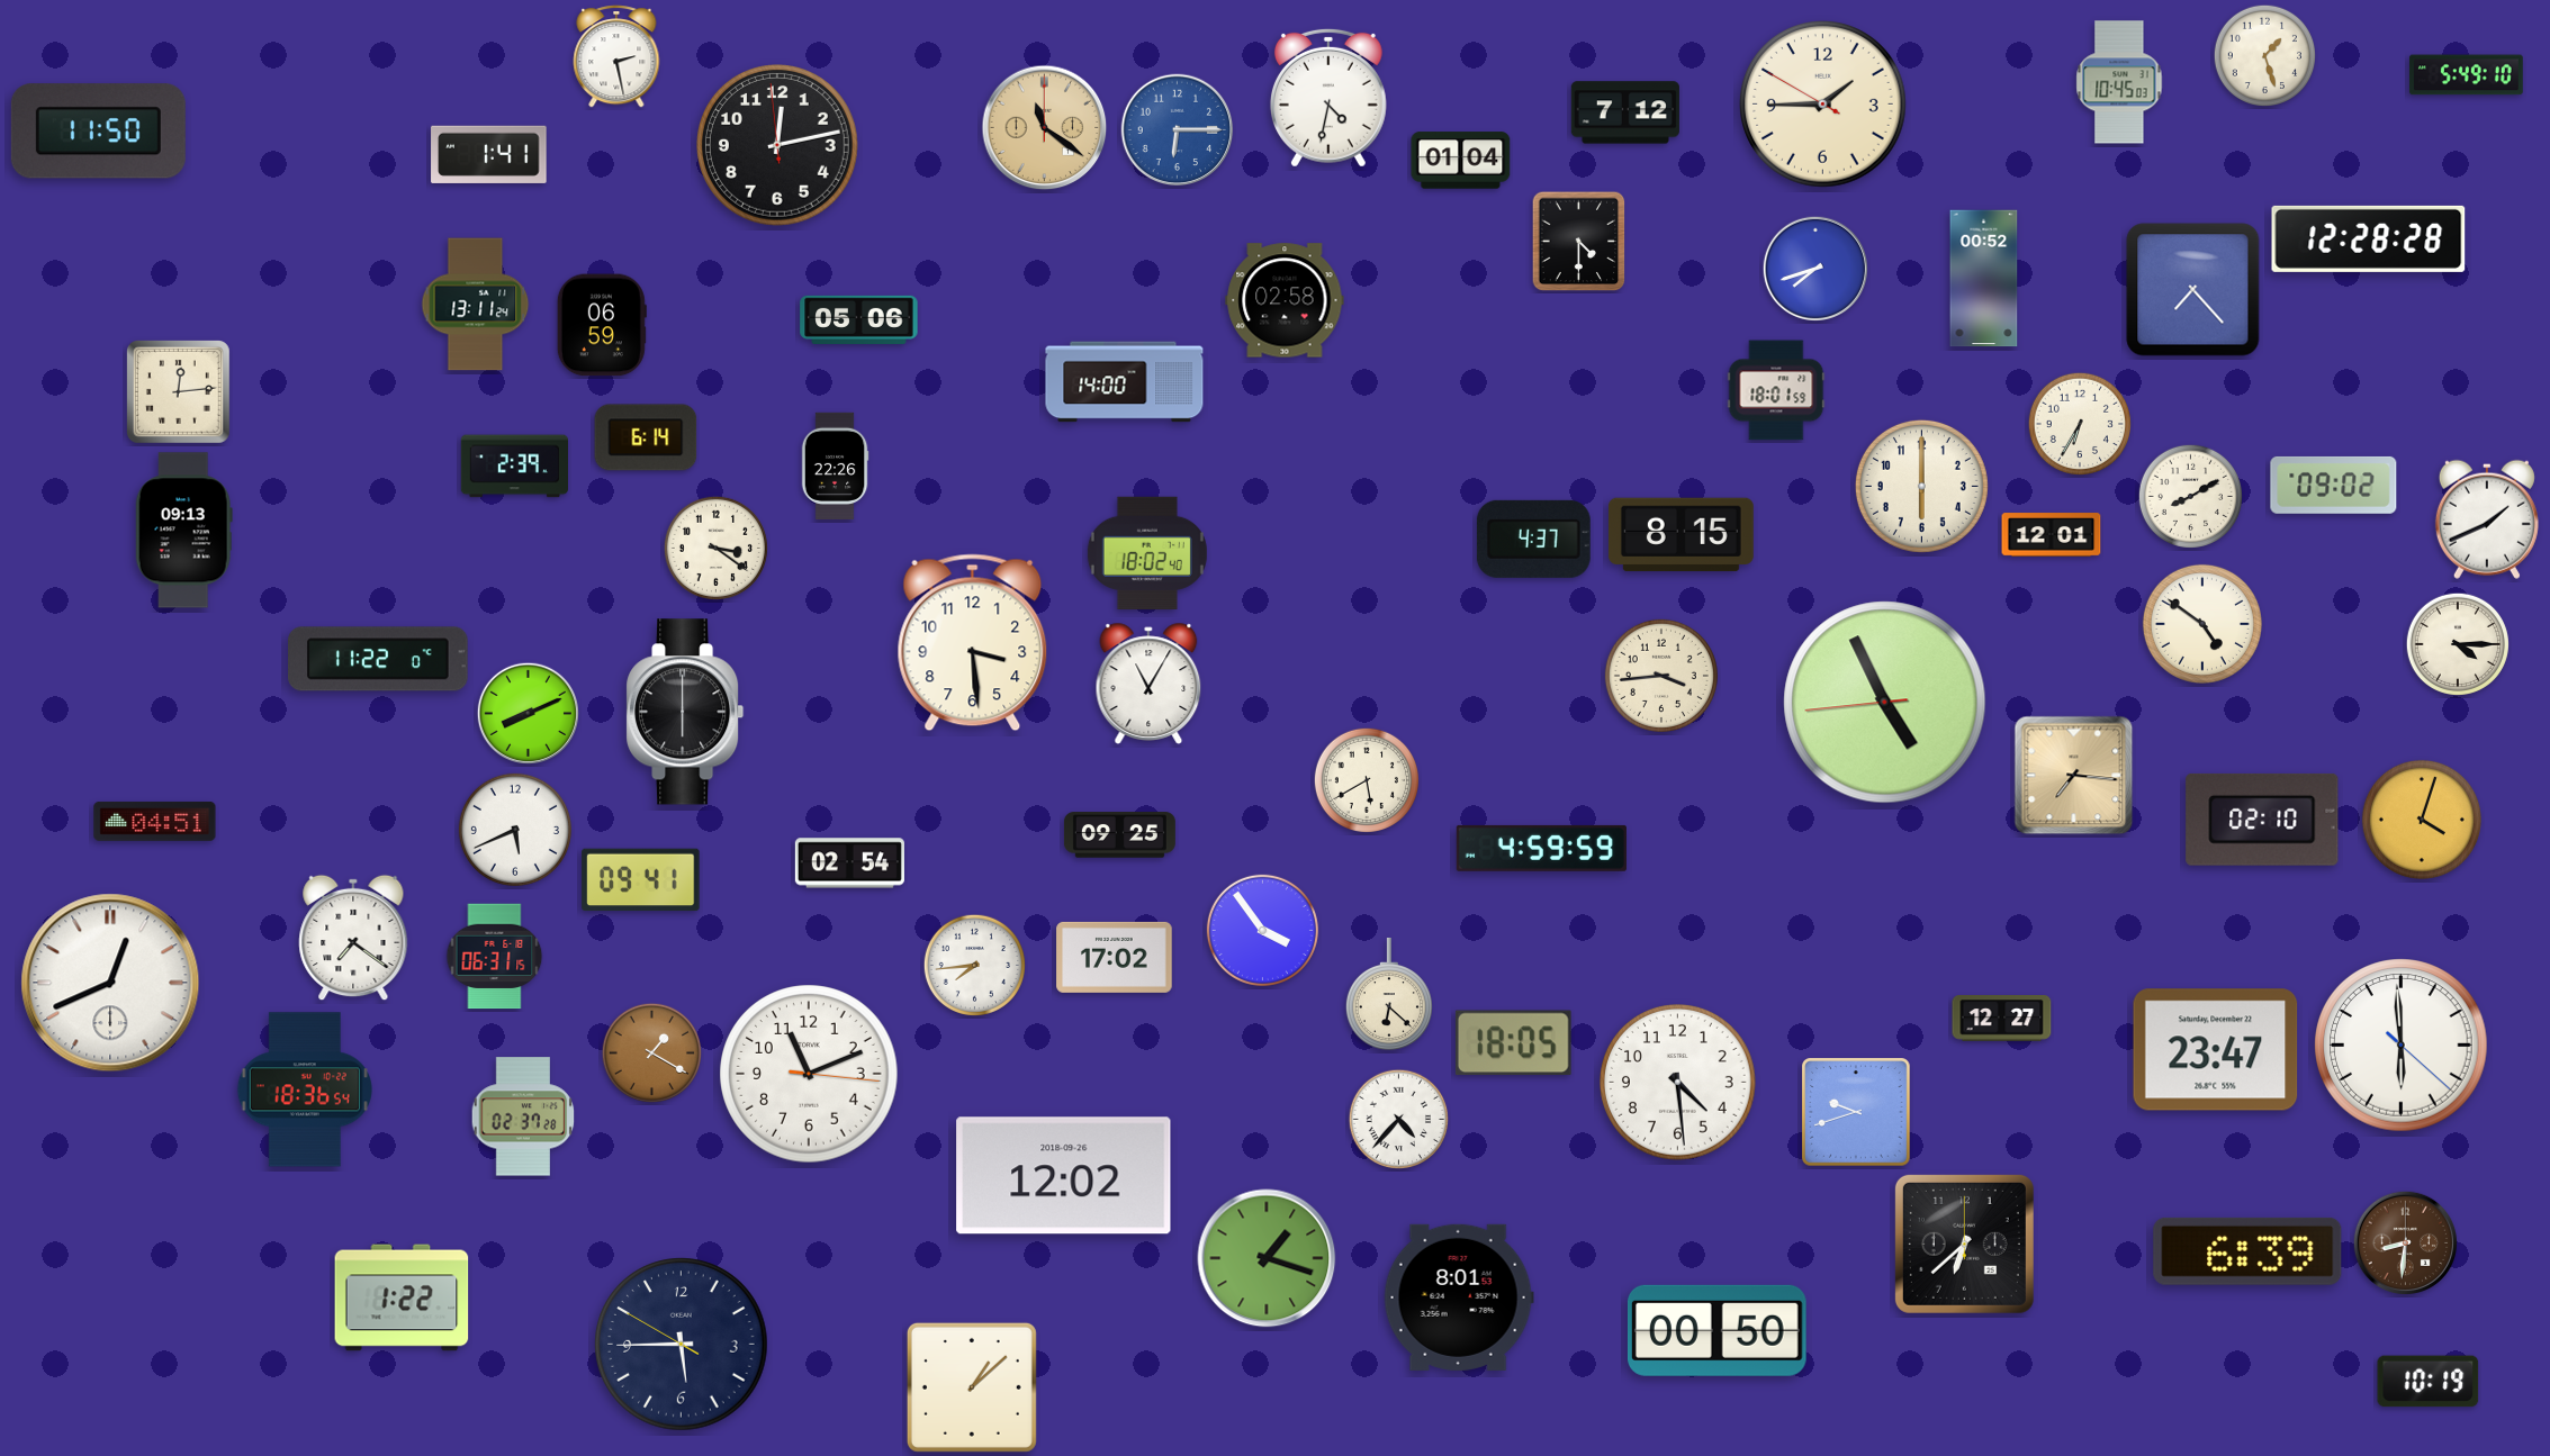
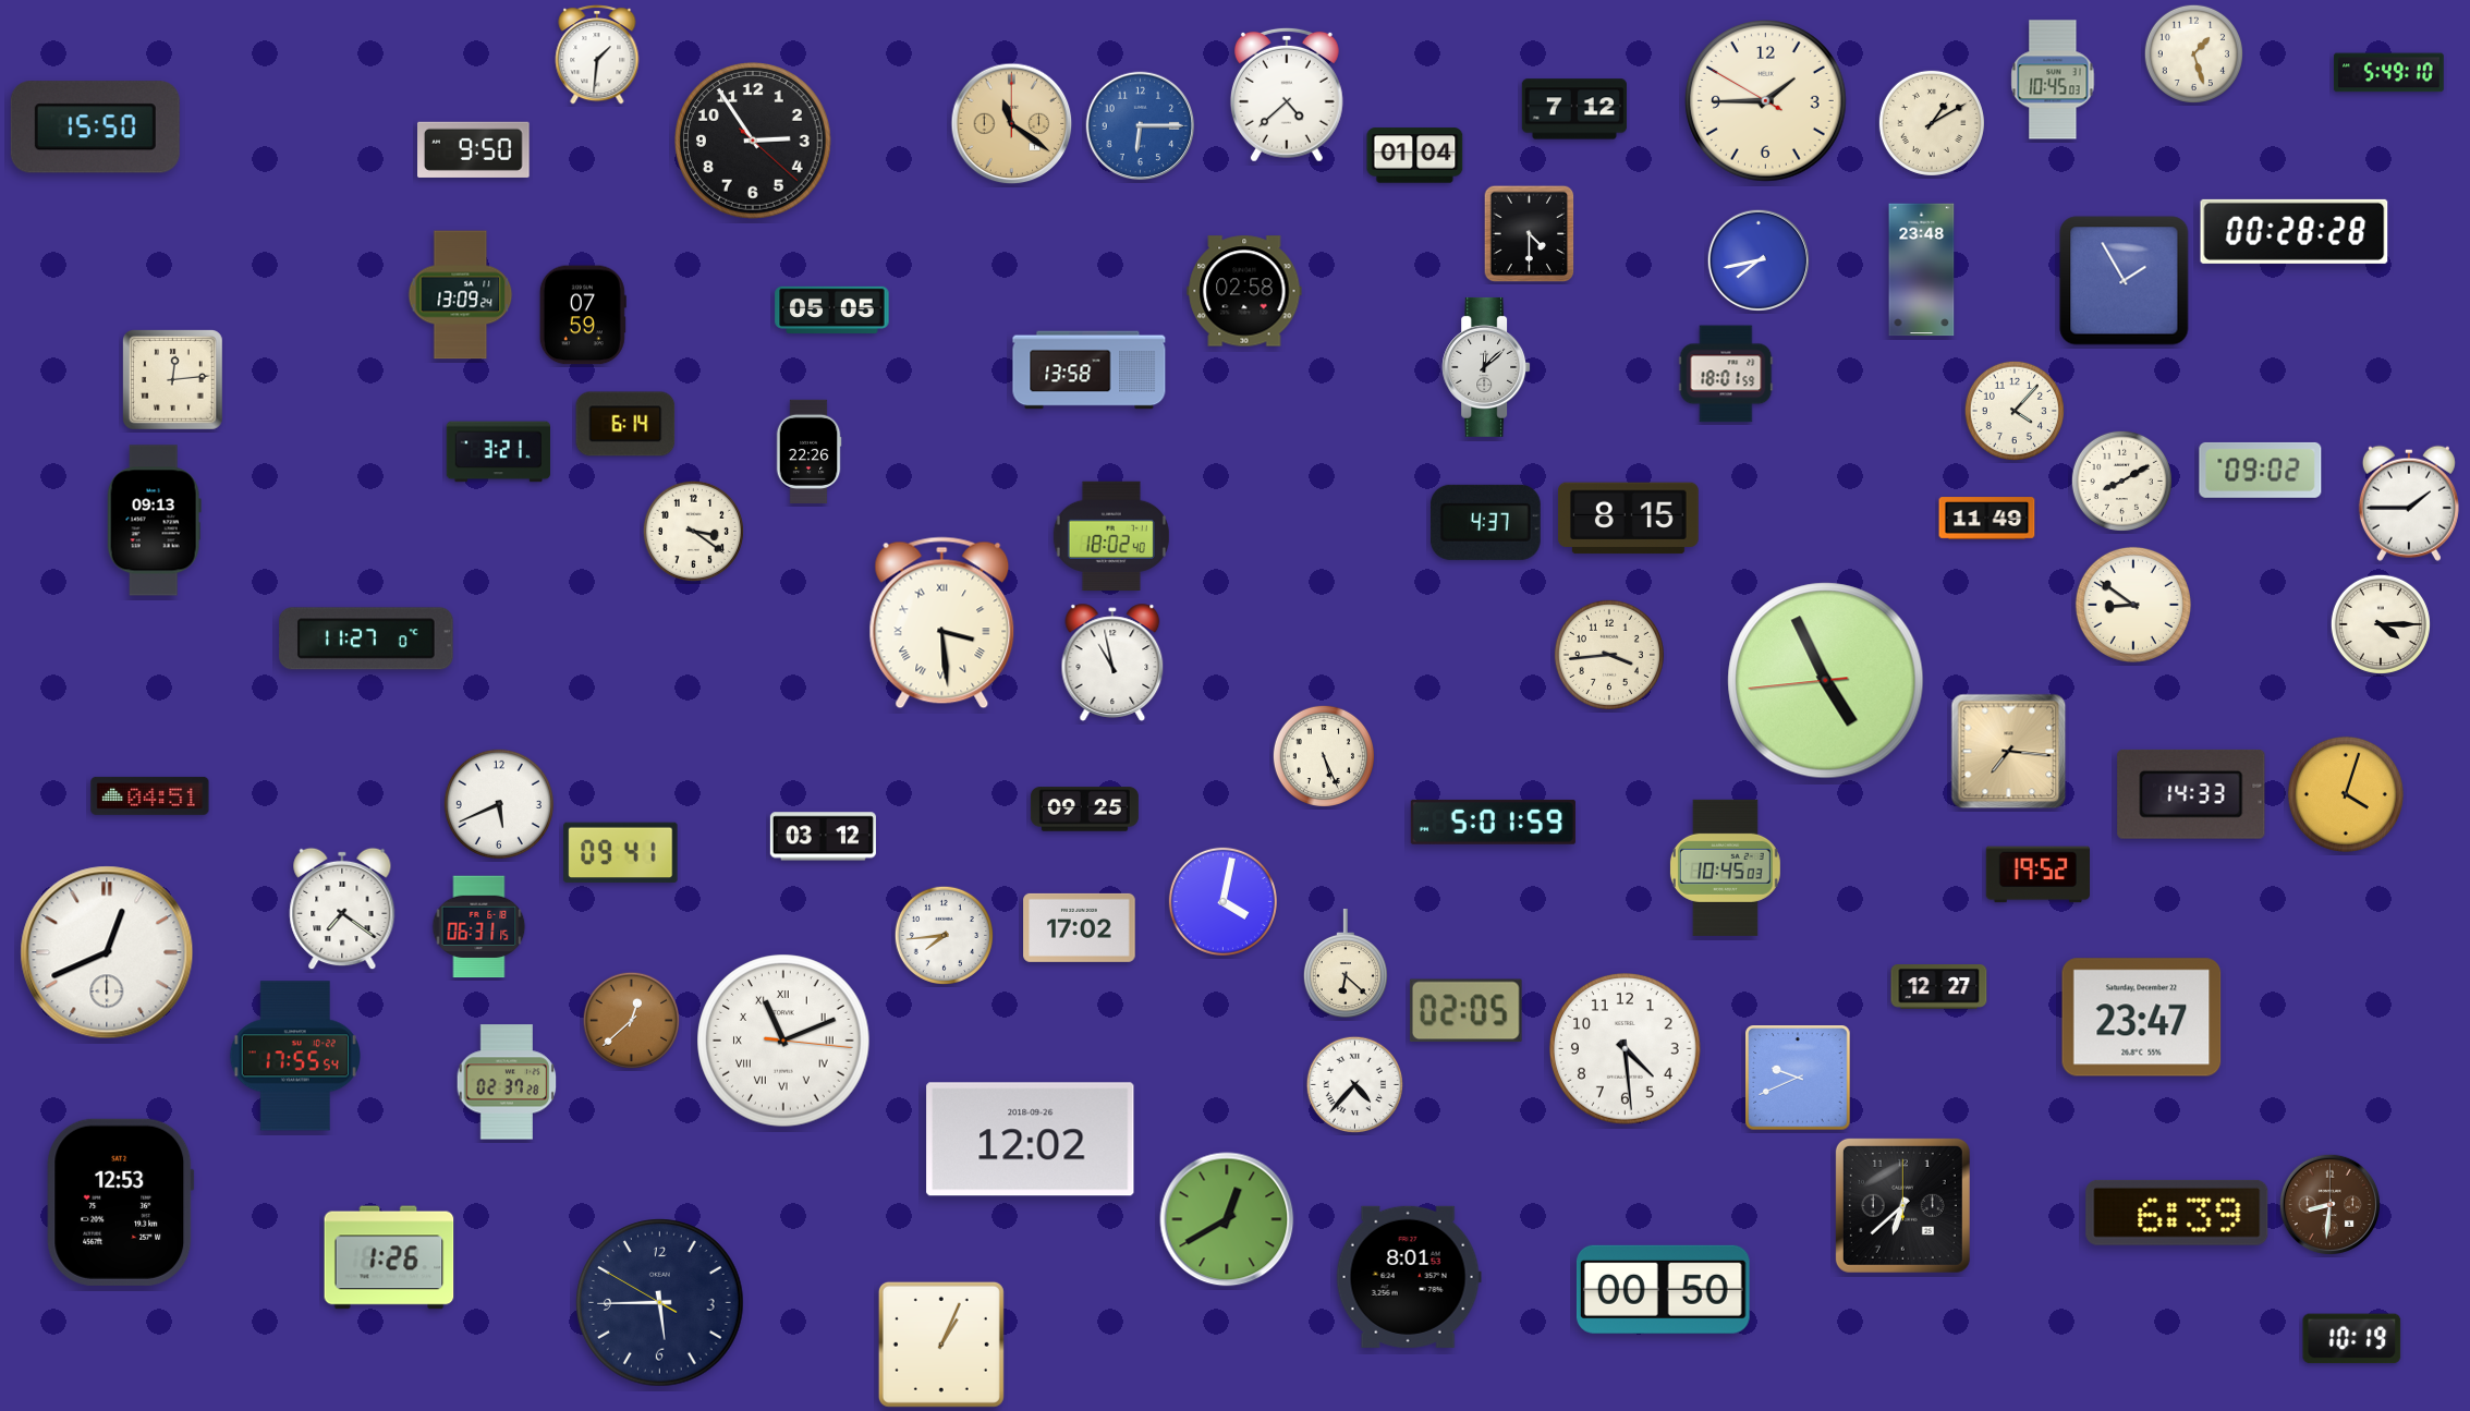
clock at (616, 56): 2:28 -> 1:31
clock at (1328, 98): 4:32 -> 4:38
clock at (1932, 123): none -> 1:10
clock at (98, 132): 11:50 -> 15:50
clock at (778, 146): 12:12 -> 2:54
clock at (489, 154): 1:41 -> 9:50
clock at (2369, 238): 12:28 -> 00:28
clock at (1814, 268): 7:42 -> 7:43
clock at (1984, 279): 00:52 -> 23:48
clock at (2193, 290): 7:23 -> 1:55
clock at (476, 305): 13:11 -> 13:09
clock at (859, 319): 05:06 -> 05:05
clock at (602, 325): 06:59 -> 07:59
clock at (1486, 367): none -> 12:08
clock at (1125, 382): 14:00 -> 13:58
clock at (1776, 390) position: (1776, 390) -> (1726, 374)
clock at (2079, 423): 6:35 -> 4:07
clock at (514, 467): 2:39 -> 3:21
clock at (1921, 486): 6:00 -> none
clock at (2487, 519): 1:41 -> 1:45
clock at (183, 531) position: (183, 531) -> (154, 521)
clock at (2052, 535): 12:01 -> 11:49
clock at (2202, 624): 4:51 -> 8:51
clock at (973, 643) numerals: Arabic -> Roman
clock at (378, 659): 11:22 -> 11:27
clock at (1148, 684): 11:05 -> 10:58
clock at (685, 712): 6:00 -> none
clock at (528, 713): 8:11 -> none
clock at (1367, 780): 5:40 -> 5:26
clock at (2262, 820): 02:10 -> 14:33
clock at (1541, 848): 4:59 -> 5:01
clock at (849, 863): 02:54 -> 03:12
clock at (1725, 867): none -> 10:45
clock at (2037, 875): none -> 19:52
clock at (1262, 930): 3:54 -> 4:02
clock at (1513, 1043): 18:05 -> 02:05
clock at (2402, 1046): 5:59 -> none
clock at (2216, 1050) position: (2216, 1050) -> (2142, 1018)
clock at (651, 1052): 1:20 -> 12:38
clock at (809, 1074) numerals: Arabic -> Roman
clock at (305, 1089): 18:36 -> 17:55
clock at (1856, 1112): 9:42 -> 9:41
clock at (121, 1202): none -> 12:53
clock at (1267, 1258): 1:18 -> 12:40
clock at (402, 1297): 1:22 -> 1:26
clock at (1459, 1297) position: (1459, 1297) -> (1409, 1277)
clock at (972, 1387): 1:08 -> 1:04
